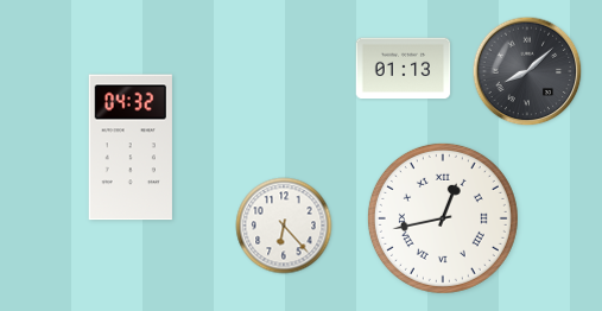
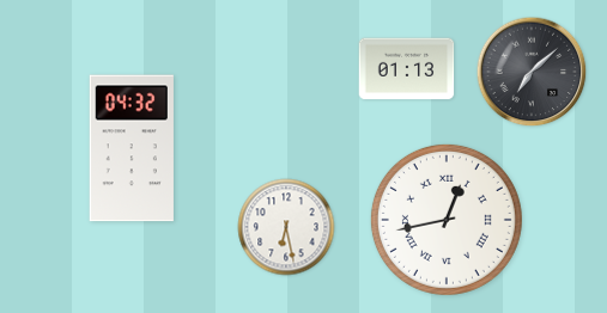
clock at (527, 71): 8:08 -> 7:08
clock at (284, 226): 6:23 -> 6:28
